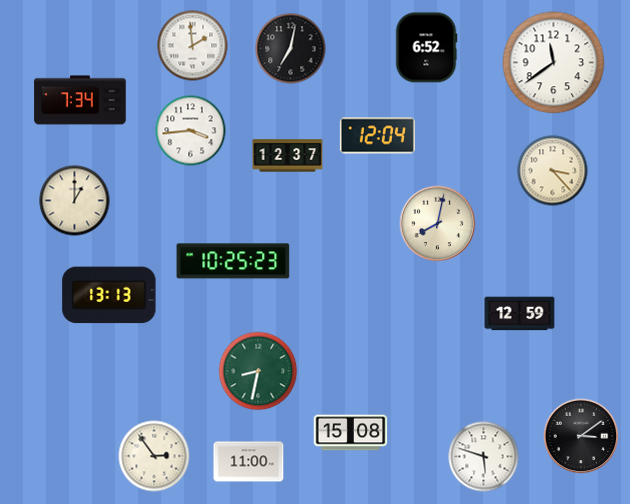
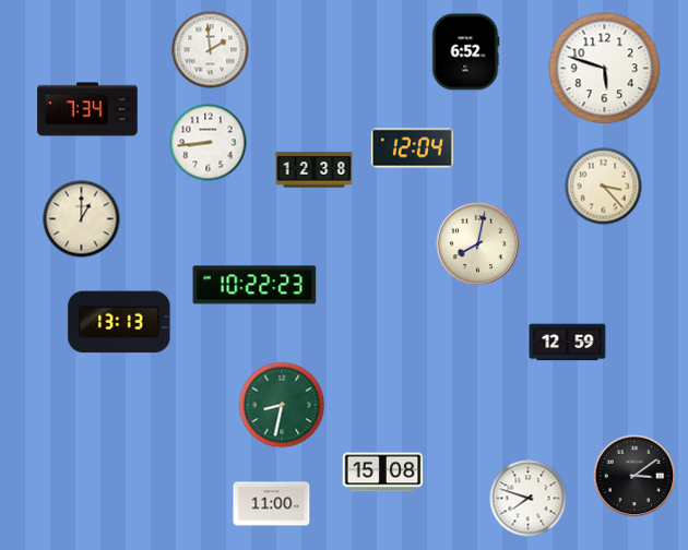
clock at (291, 49): 7:02 -> none
clock at (554, 63): 11:39 -> 5:48
clock at (191, 131): 3:44 -> 8:44
clock at (288, 156): 12:37 -> 12:38
clock at (233, 261): 10:25 -> 10:22
clock at (154, 456): 2:54 -> none
clock at (484, 457): 5:48 -> 7:48
